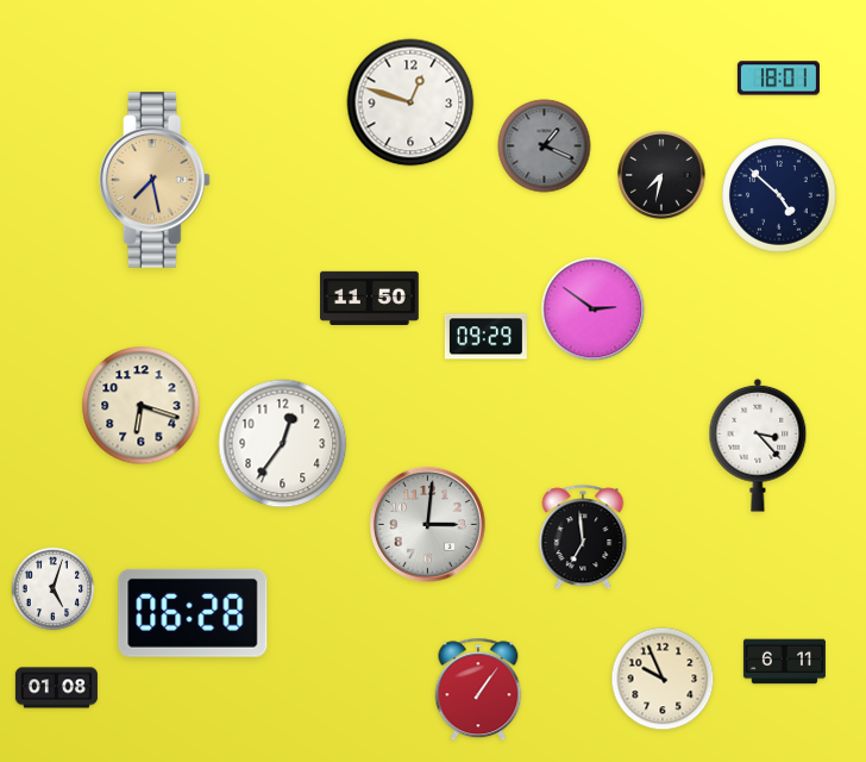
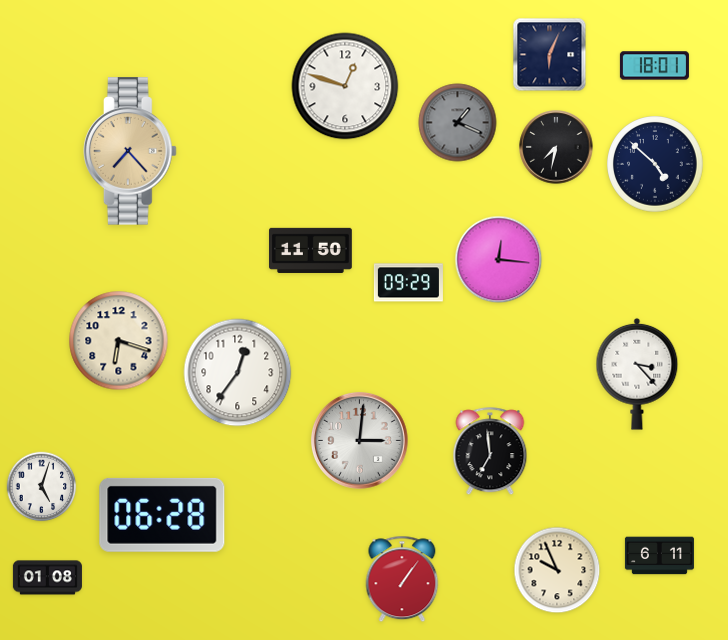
clock at (550, 55): none -> 6:04
clock at (155, 180): 7:28 -> 7:23
clock at (594, 310): 2:51 -> 12:16
clock at (54, 589) position: (54, 589) -> (42, 487)
